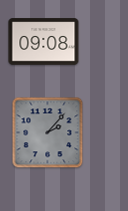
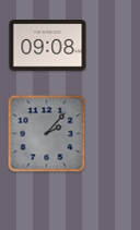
clock at (48, 133) position: (48, 133) -> (47, 134)
